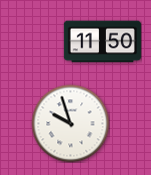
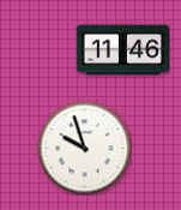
clock at (102, 42): 11:50 -> 11:46
